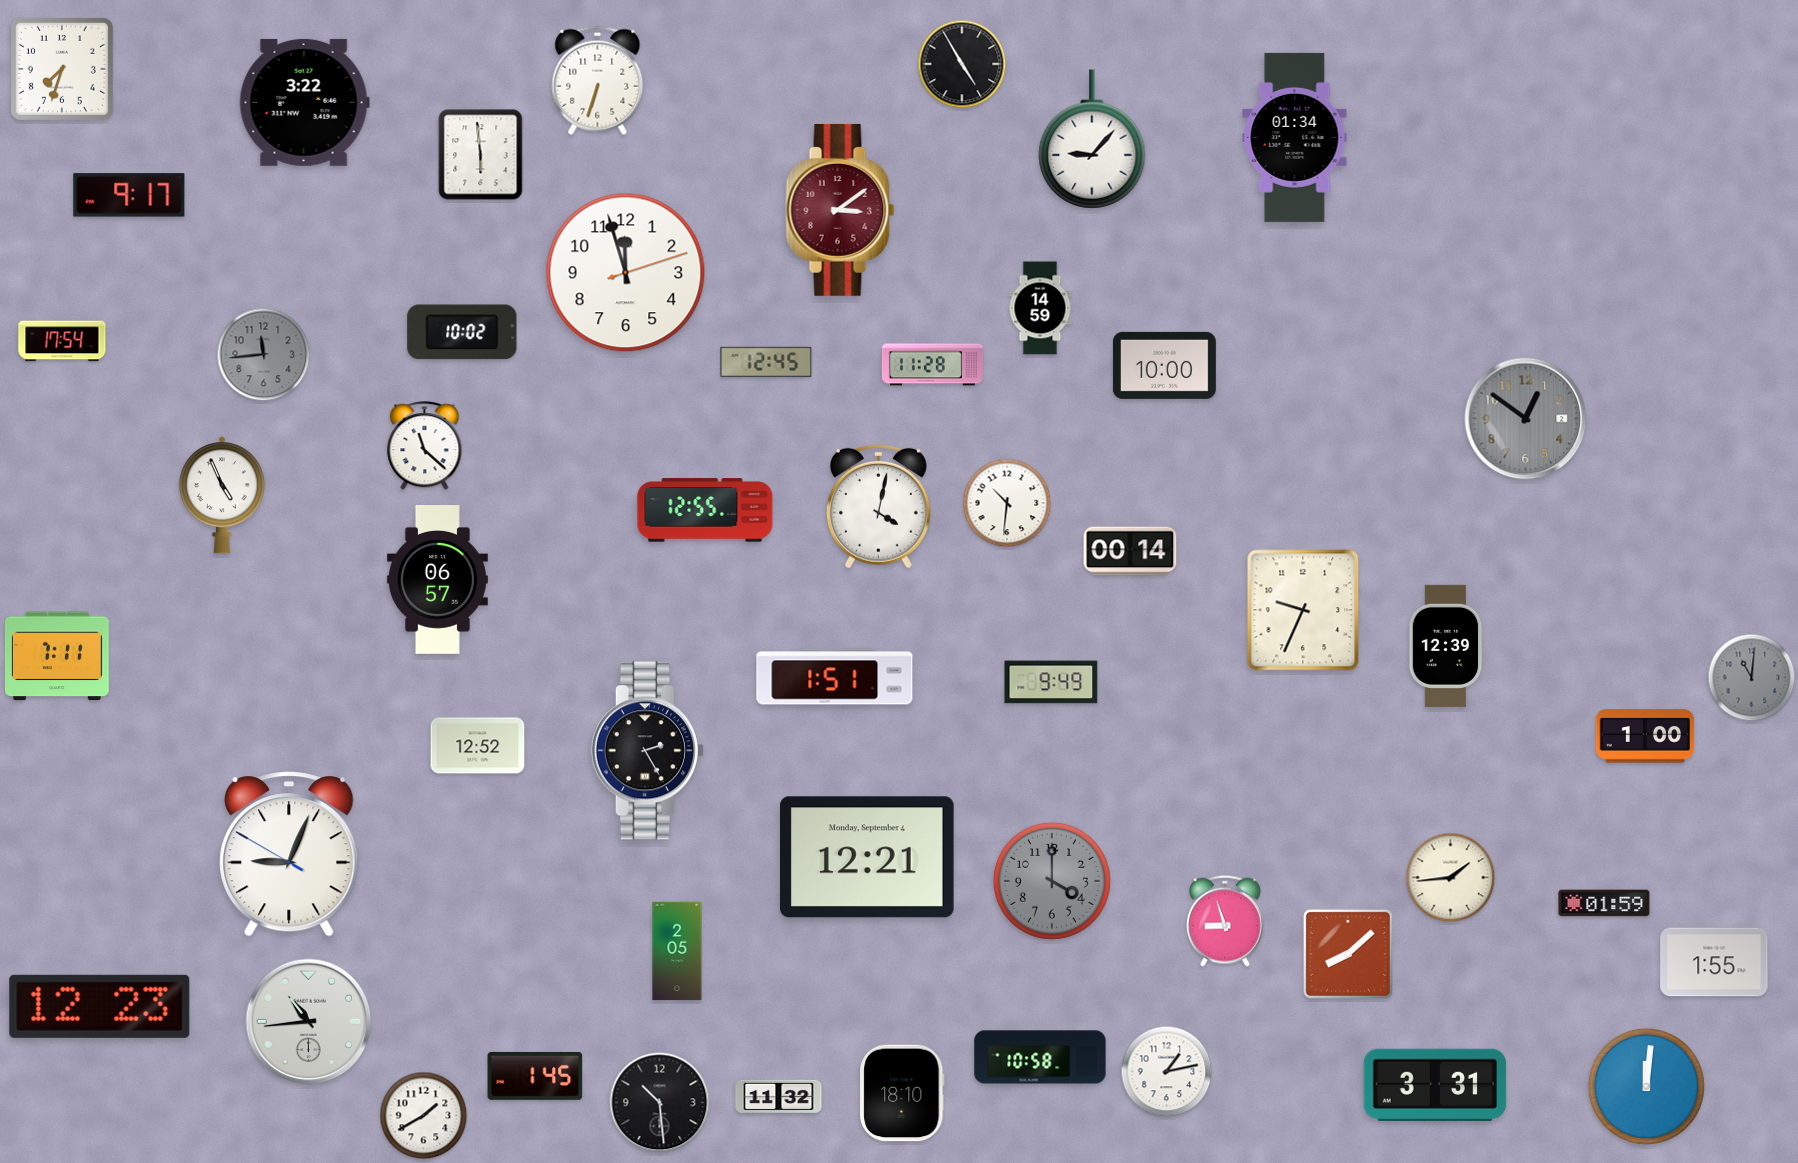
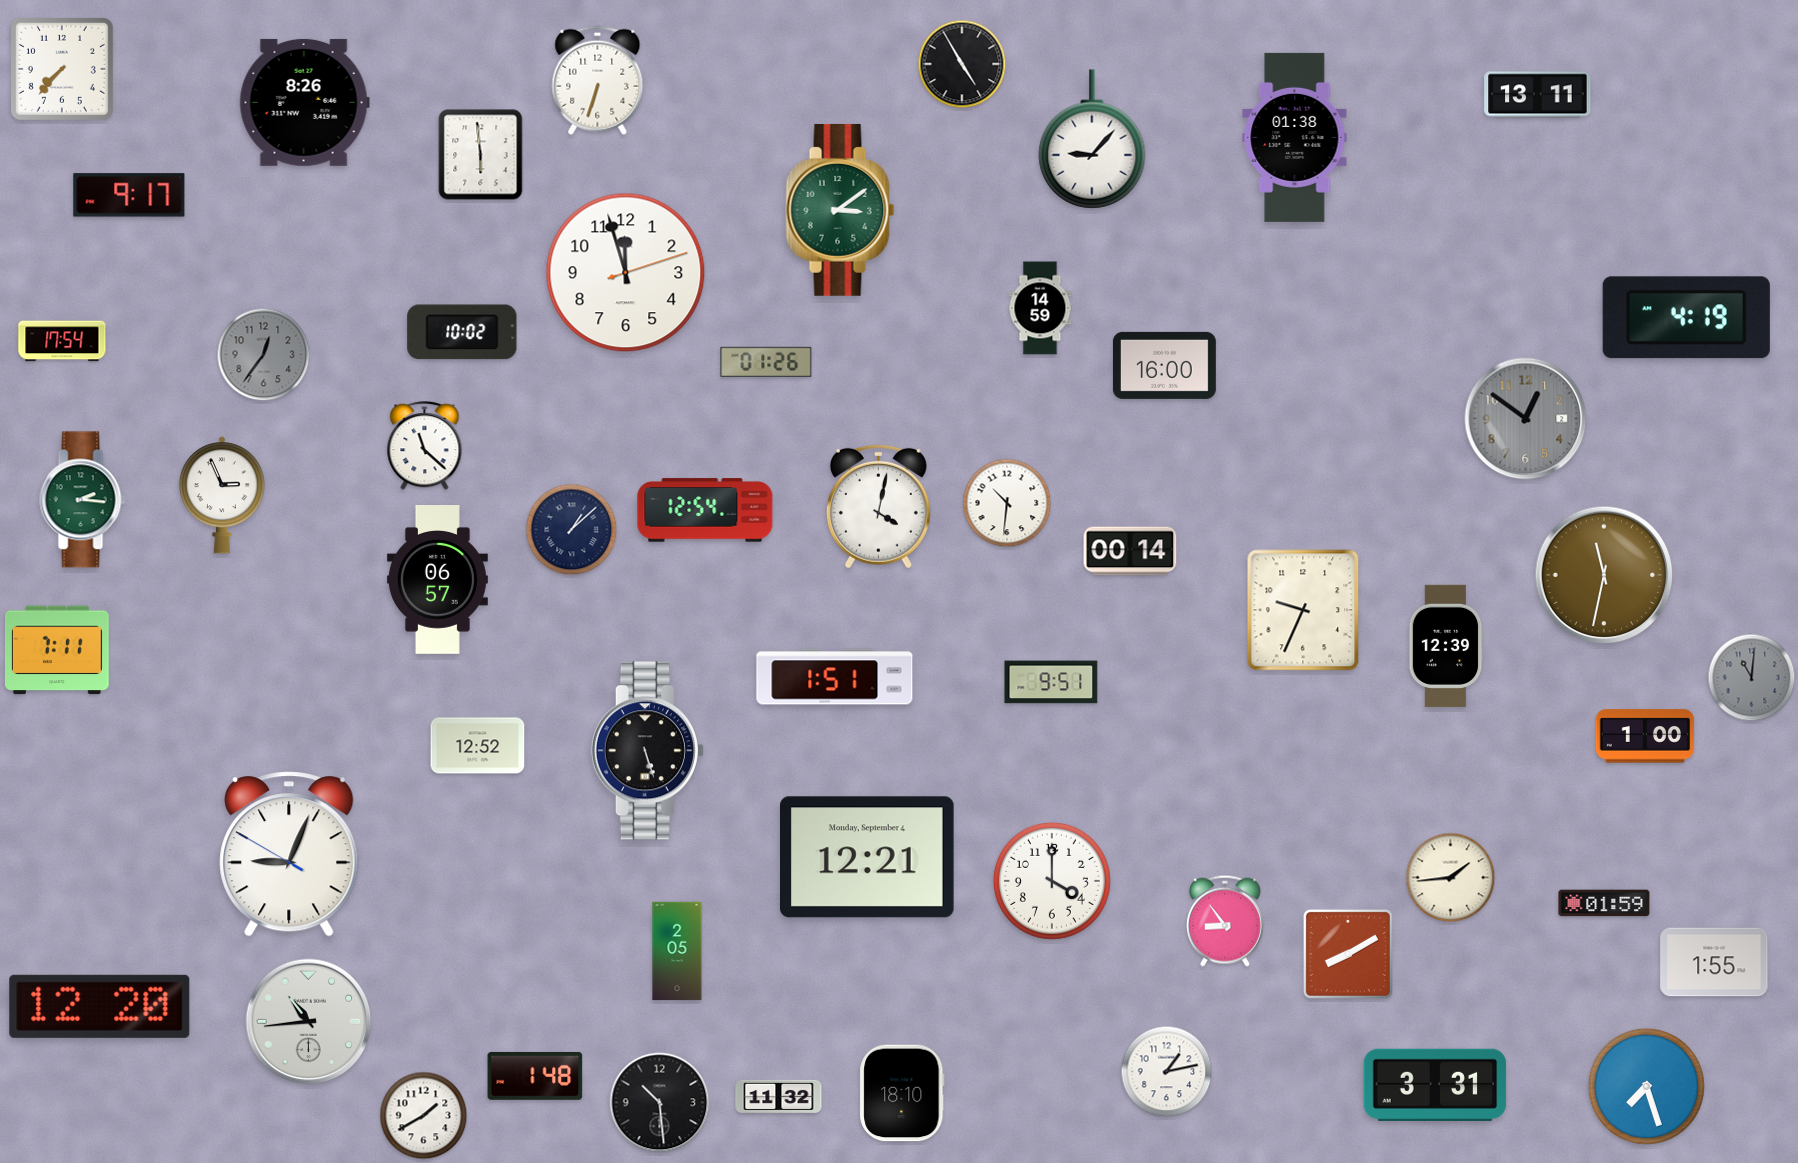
clock at (62, 69): 7:33 -> 7:37
clock at (1538, 95): none -> 13:11
clock at (304, 102): 3:22 -> 8:26
clock at (1295, 137): 01:34 -> 01:38
clock at (840, 210) dial: burgundy -> green
clock at (1686, 318): none -> 4:19
clock at (264, 355): 11:44 -> 12:36
clock at (766, 362): 12:45 -> 01:26
clock at (932, 365): 11:28 -> none
clock at (1164, 365): 10:00 -> 16:00
clock at (222, 495): 4:56 -> 2:56
clock at (83, 500): none -> 2:16
clock at (705, 510): 12:55 -> 12:54
clock at (572, 530): none -> 1:08
clock at (1604, 575): none -> 11:32
clock at (57, 656) position: (57, 656) -> (57, 650)
clock at (1051, 682): 9:49 -> 9:51
clock at (647, 751): 2:25 -> 5:27
clock at (1052, 881) dial: grey -> white
clock at (1225, 921): 8:57 -> 8:54
clock at (1348, 954): 8:08 -> 8:10
clock at (100, 1006): 12:23 -> 12:20
clock at (1040, 1057): 10:58 -> none
clock at (535, 1076): 1:45 -> 1:48
clock at (1646, 1086): 12:01 -> 7:27
